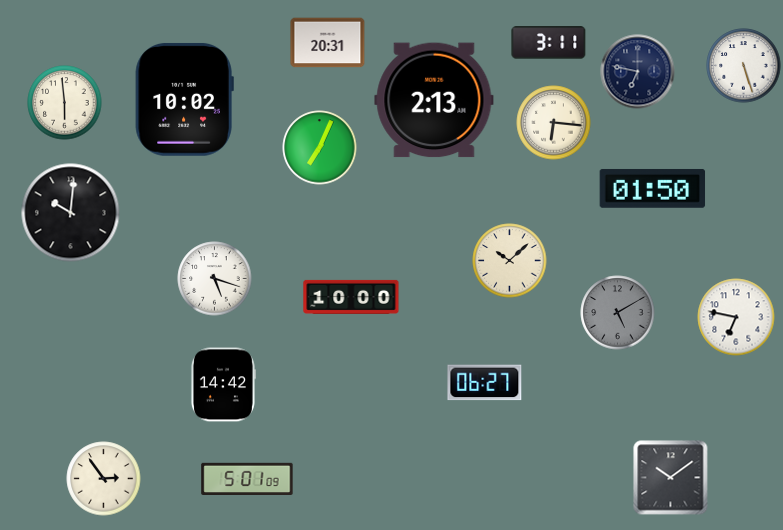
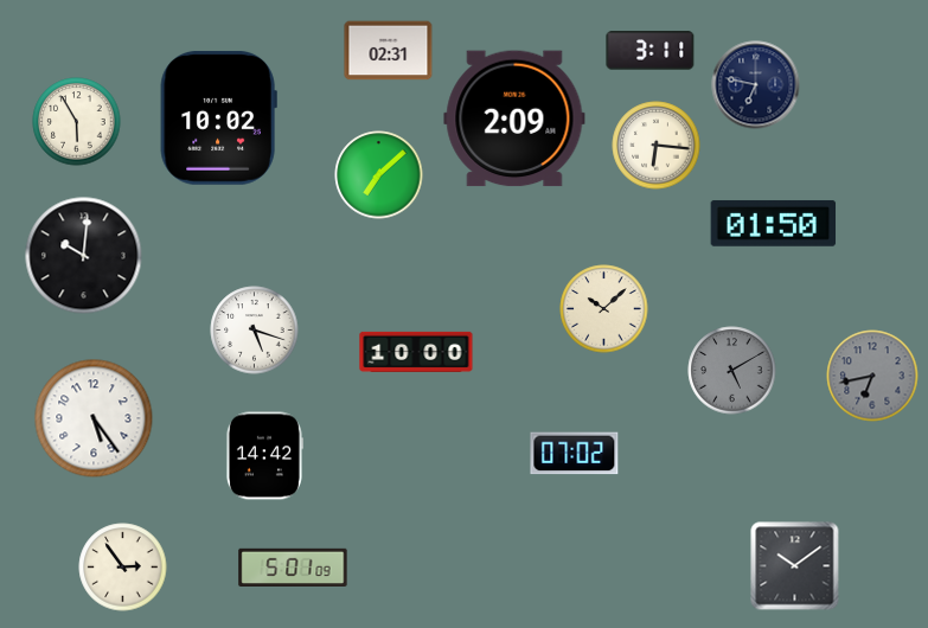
clock at (328, 43): 20:31 -> 02:31
clock at (744, 66): 5:27 -> none
clock at (434, 100): 2:13 -> 2:09
clock at (65, 103): 5:59 -> 5:55
clock at (320, 148): 7:04 -> 7:08
clock at (71, 213) position: (71, 213) -> (84, 256)
clock at (736, 317): 6:47 -> 6:43
clock at (736, 317) dial: white -> grey
clock at (94, 418): none -> 5:24
clock at (485, 383): 06:27 -> 07:02
